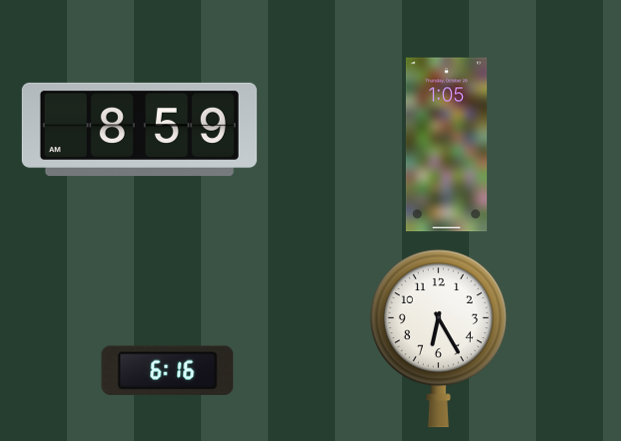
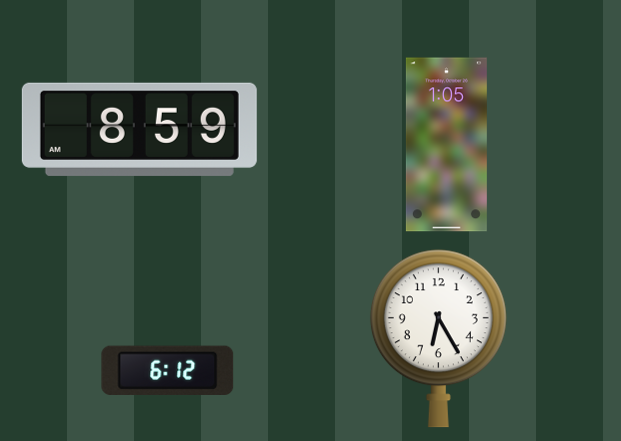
clock at (168, 370): 6:16 -> 6:12
